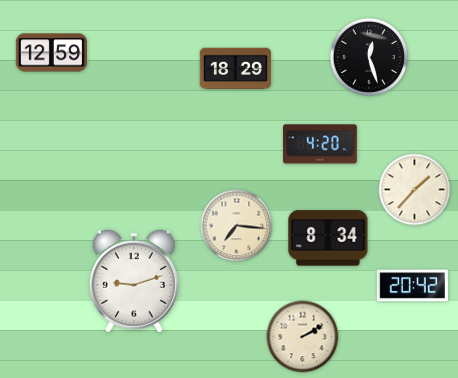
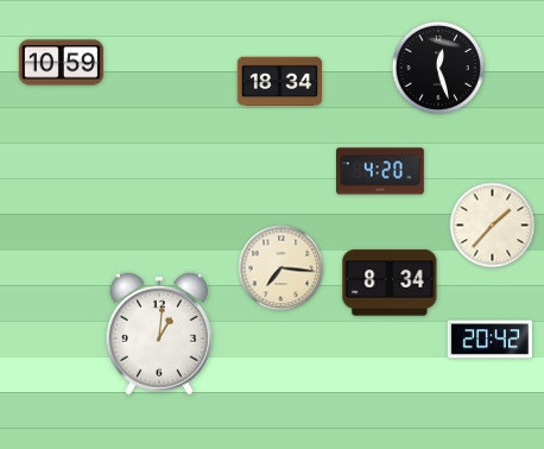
clock at (51, 53): 12:59 -> 10:59
clock at (235, 69): 18:29 -> 18:34
clock at (134, 281): 9:12 -> 1:01
clock at (303, 337): 2:10 -> none
